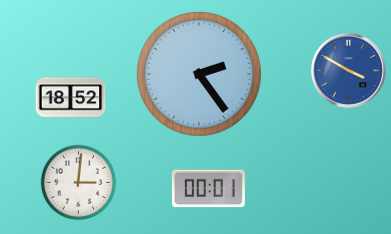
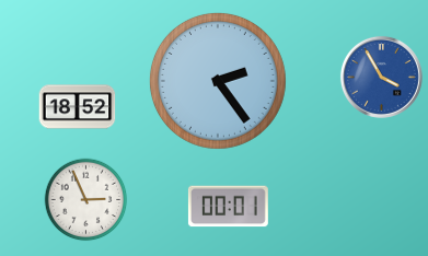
clock at (348, 70): 3:50 -> 3:55
clock at (79, 183): 3:01 -> 2:56
